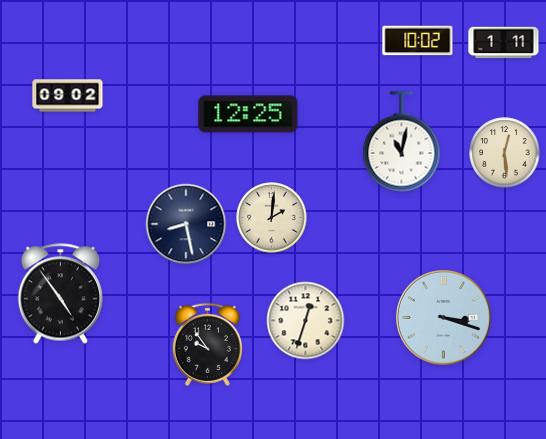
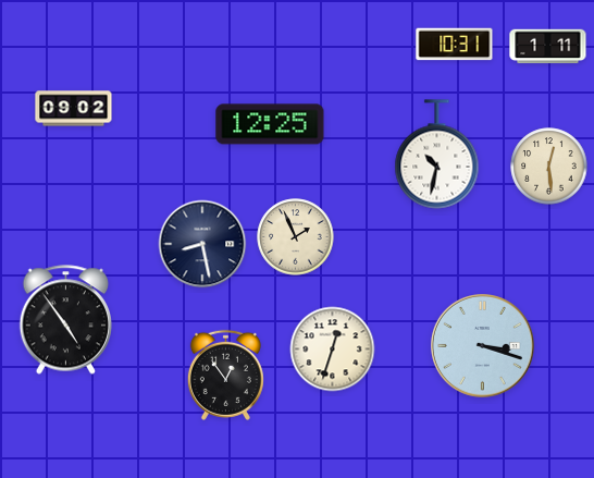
clock at (418, 41): 10:02 -> 10:31
clock at (68, 96) position: (68, 96) -> (74, 109)
clock at (402, 142): 11:02 -> 10:32
clock at (272, 218): 2:01 -> 1:56
clock at (207, 344): 9:54 -> 12:54
